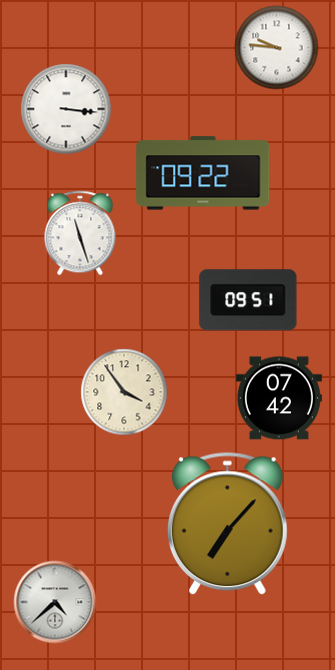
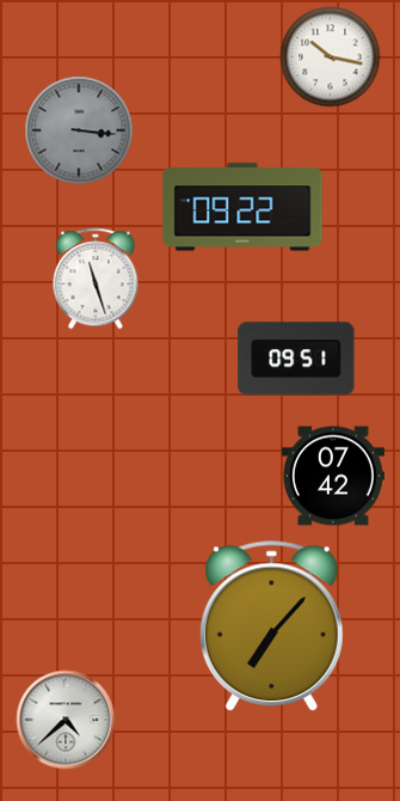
clock at (277, 48): 9:46 -> 10:17
clock at (66, 109) dial: white -> grey
clock at (124, 392): 3:54 -> none
